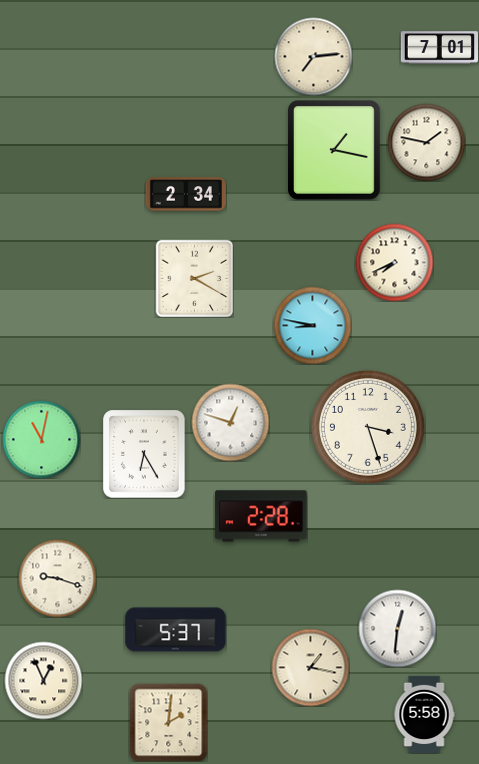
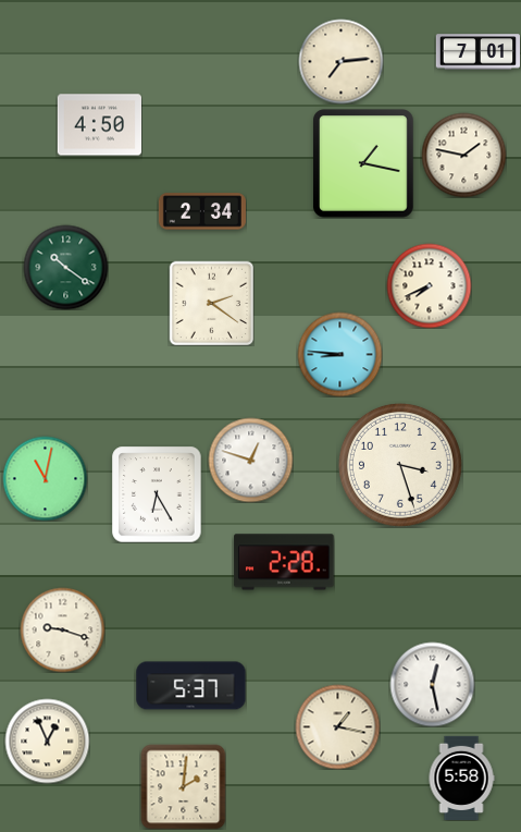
clock at (99, 125): none -> 4:50
clock at (65, 267): none -> 10:21
clock at (194, 278): 2:20 -> 2:21
clock at (312, 325): 8:47 -> 8:46
clock at (397, 628): 12:31 -> 12:28
